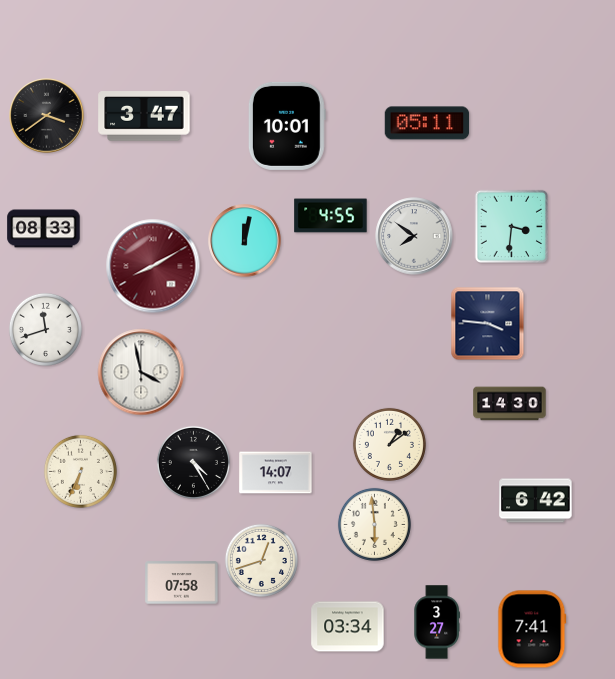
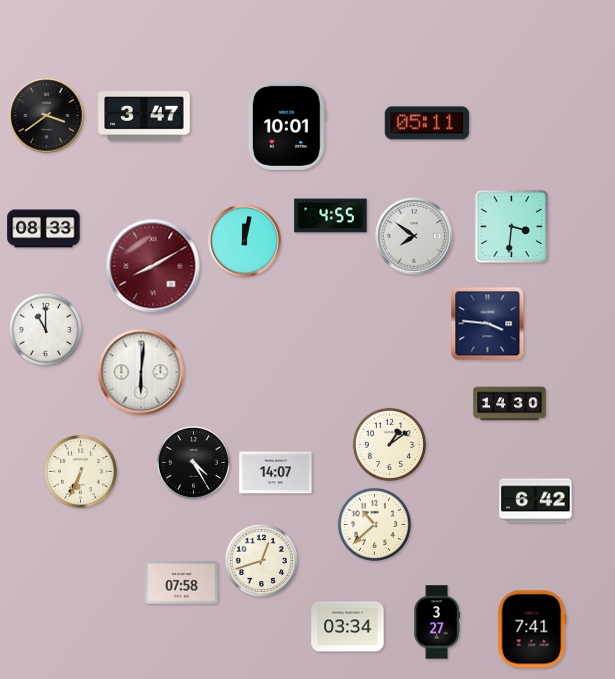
clock at (45, 329): 11:42 -> 11:00
clock at (141, 372): 3:58 -> 6:01
clock at (374, 524): 5:59 -> 10:38
